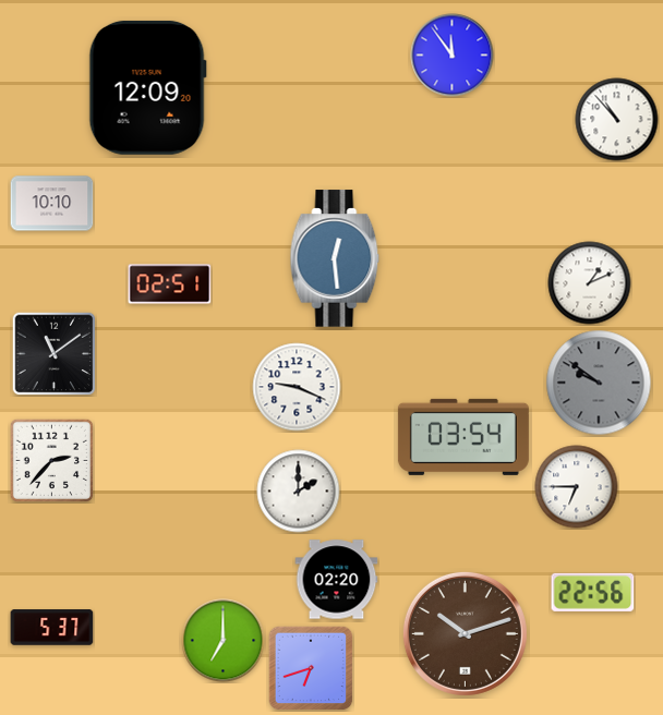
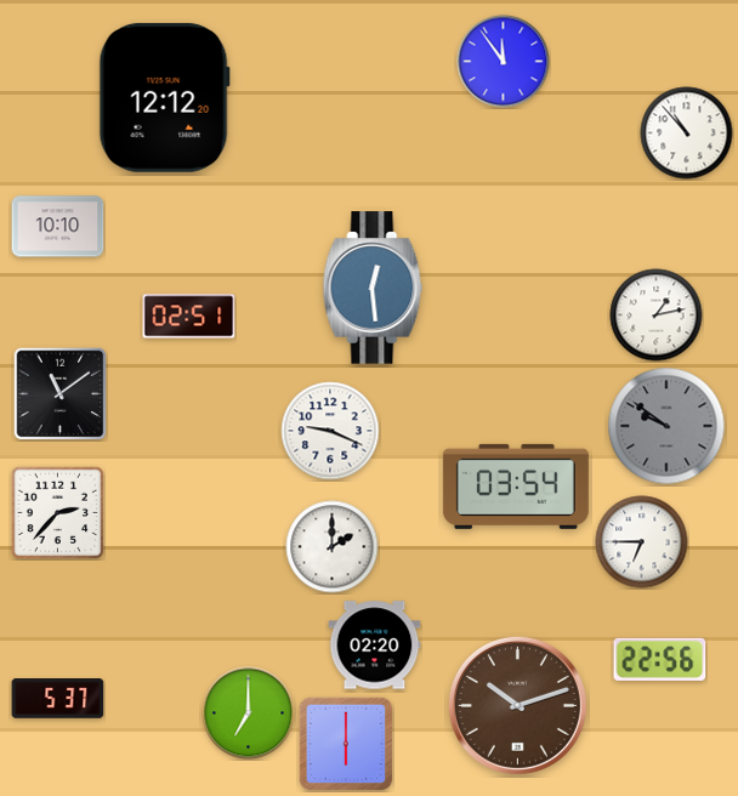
clock at (147, 87): 12:09 -> 12:12
clock at (590, 283): 1:11 -> 1:13
clock at (311, 668): 6:42 -> 6:00
